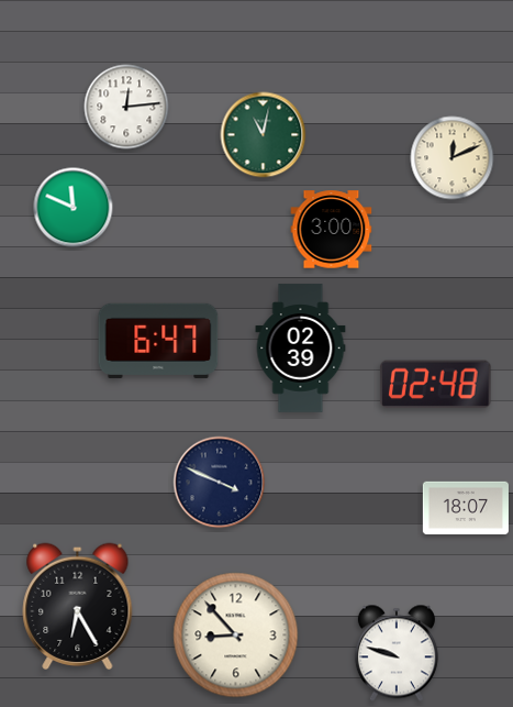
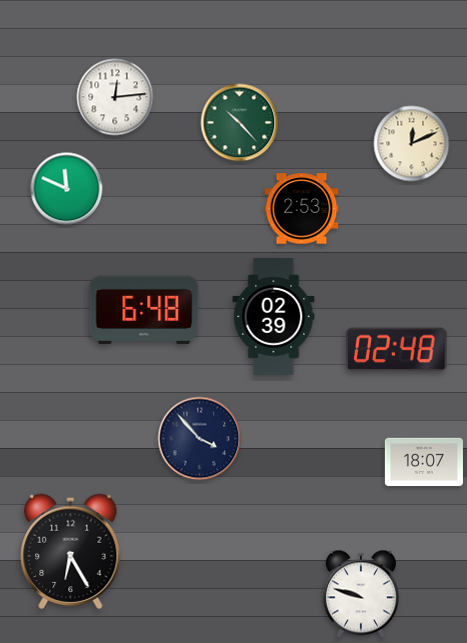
clock at (264, 135): 11:02 -> 10:23
clock at (332, 230): 3:00 -> 2:53
clock at (158, 341): 6:47 -> 6:48
clock at (220, 483): 3:49 -> 3:53
clock at (236, 636): 8:53 -> none
